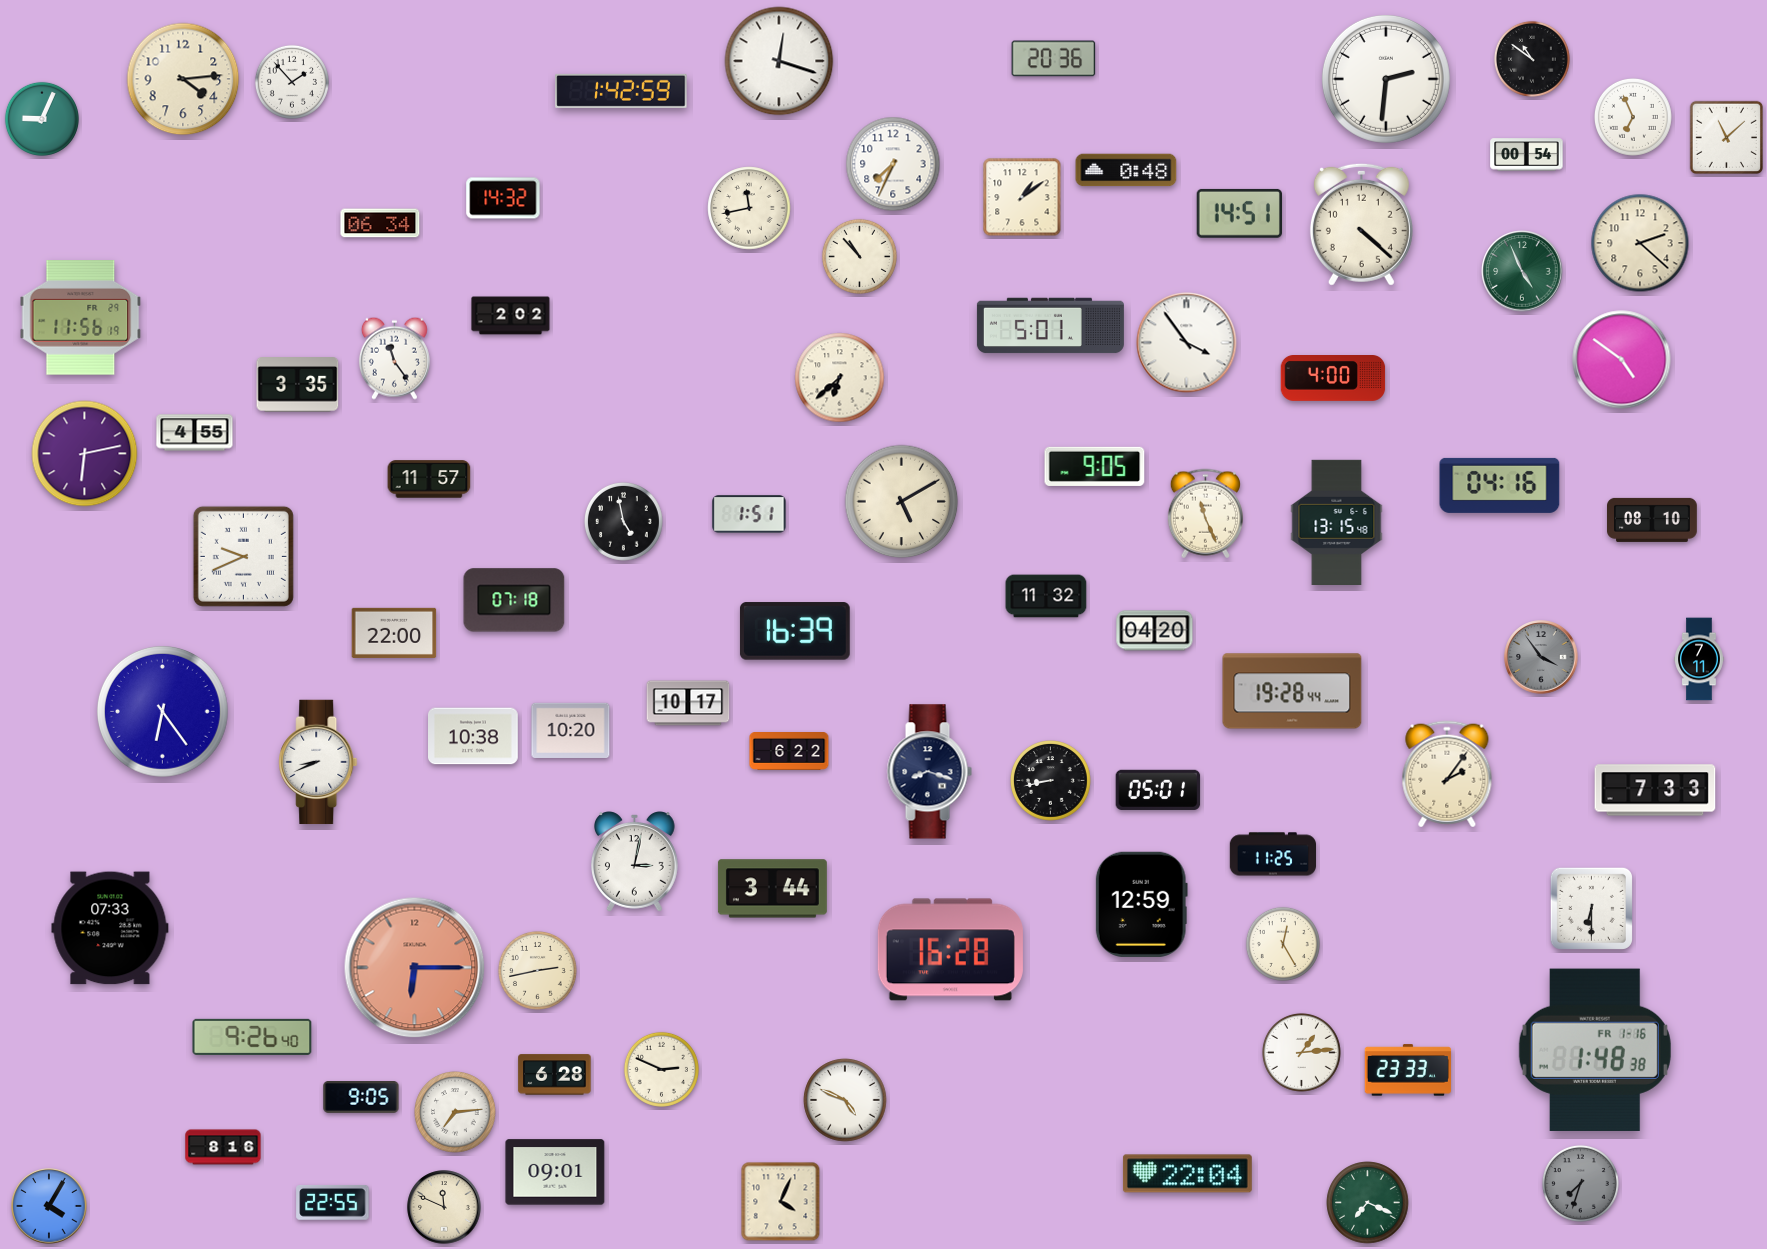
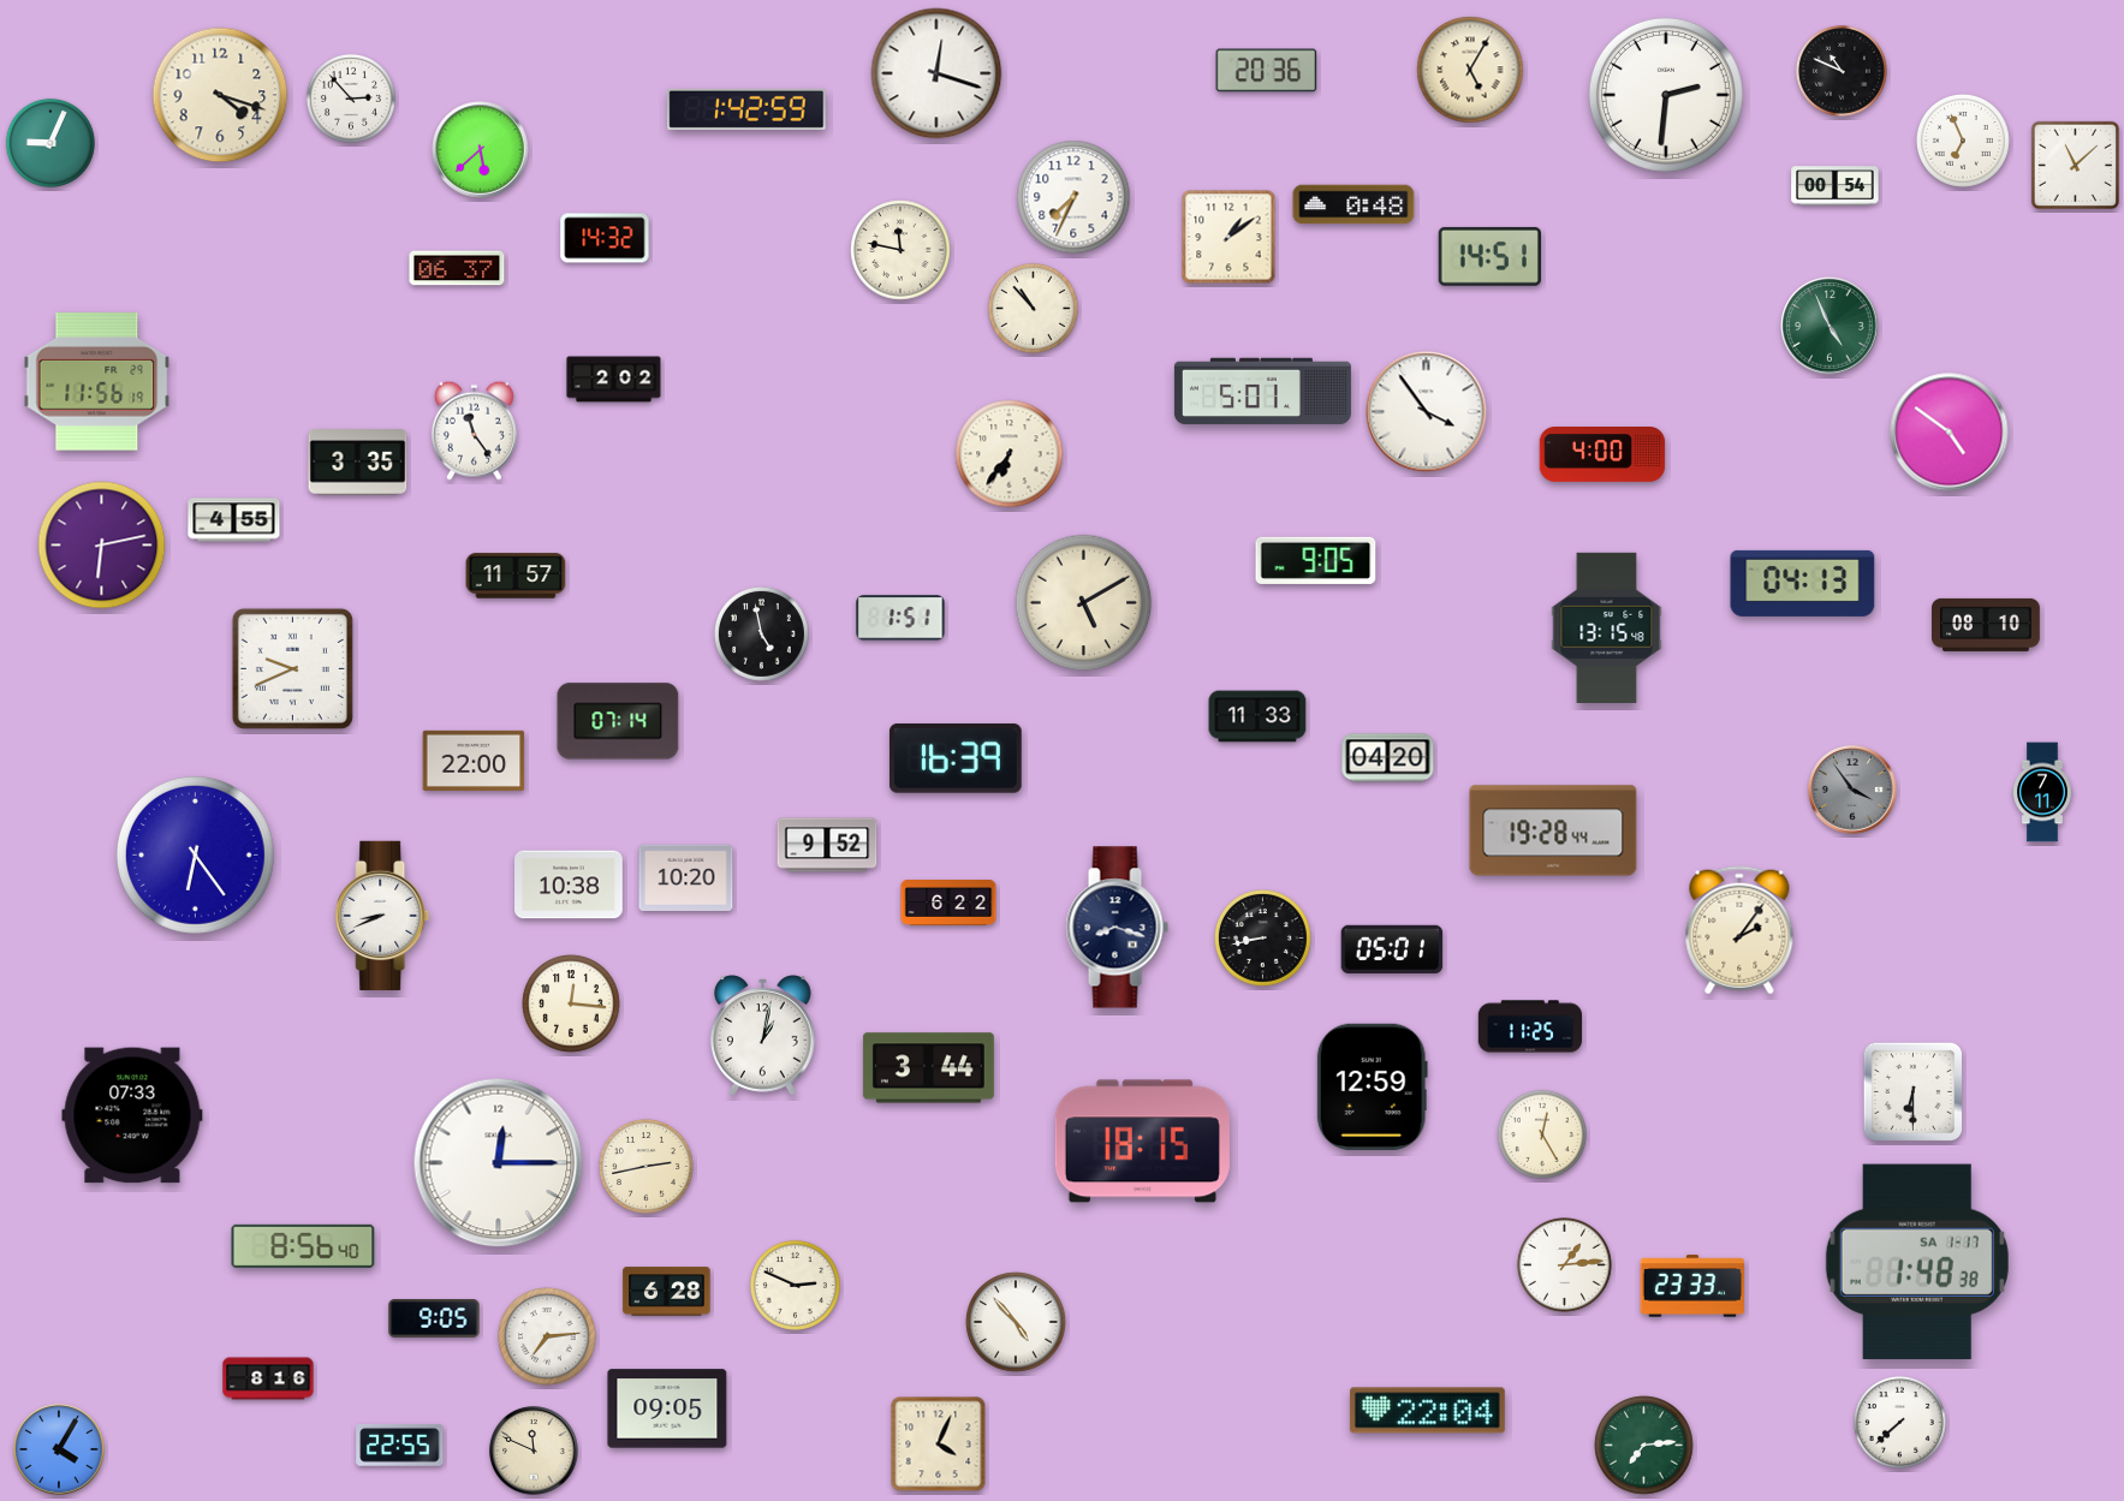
clock at (1470, 70): none -> 5:05
clock at (1532, 59): 10:51 -> 10:49
clock at (183, 79): 4:14 -> 4:18
clock at (292, 82): 1:53 -> 2:53
clock at (481, 150): none -> 5:38
clock at (749, 208): 11:43 -> 11:47
clock at (380, 223): 06:34 -> 06:37
clock at (1361, 224): 4:22 -> none
clock at (1640, 243): 2:22 -> none
clock at (840, 378): 6:38 -> 6:36
clock at (1500, 485): 04:16 -> 04:13
clock at (1205, 514): 11:26 -> none
clock at (623, 521) position: (623, 521) -> (761, 633)
clock at (1046, 596): 11:32 -> 11:33
clock at (514, 600): 07:18 -> 07:14
clock at (688, 703): 10:17 -> 9:52
clock at (1655, 790): 7:33 -> none
clock at (571, 1003): none -> 12:16
clock at (635, 862): 3:02 -> 1:02
clock at (950, 950): 16:28 -> 18:15
clock at (415, 968): 6:15 -> 12:15
clock at (415, 968) dial: salmon -> white
clock at (252, 1037): 9:26 -> 8:56
clock at (1595, 1050) date: FR 1-16 -> SA 1-17
clock at (845, 1100): 4:49 -> 4:53
clock at (555, 1172): 09:01 -> 09:05
clock at (1580, 1183): 7:33 -> 7:38
clock at (1580, 1183) dial: grey -> white
clock at (1368, 1203): 7:19 -> 7:14
